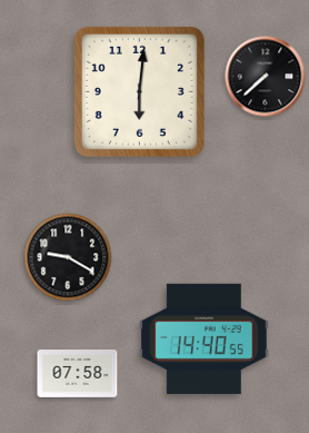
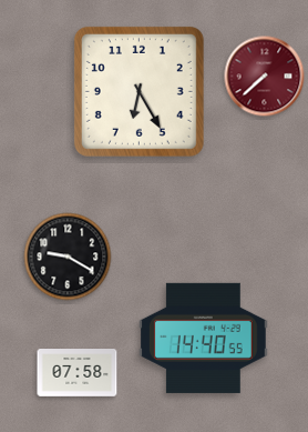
clock at (266, 77) dial: black -> burgundy
clock at (139, 91): 6:01 -> 6:25
